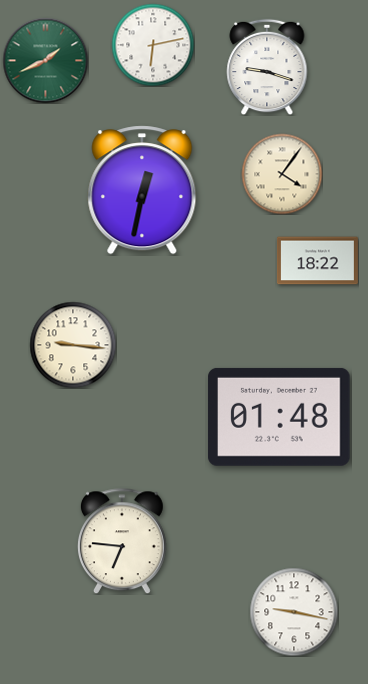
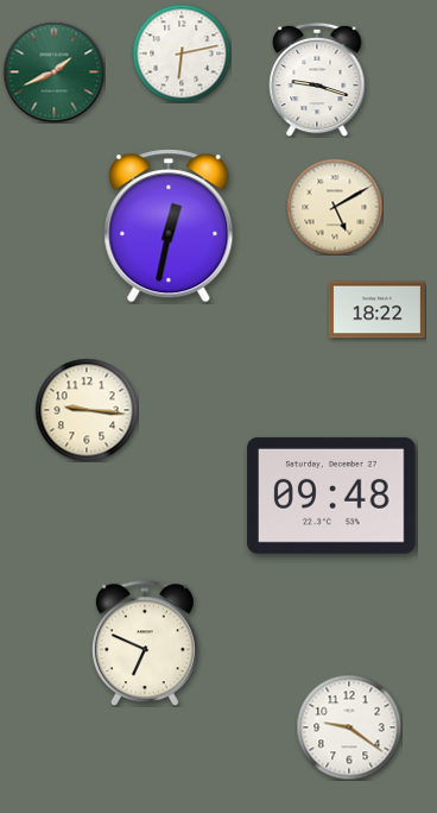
clock at (282, 174): 4:06 -> 5:10
clock at (279, 417): 01:48 -> 09:48
clock at (122, 541): 6:46 -> 6:49
clock at (294, 612): 9:17 -> 9:21
